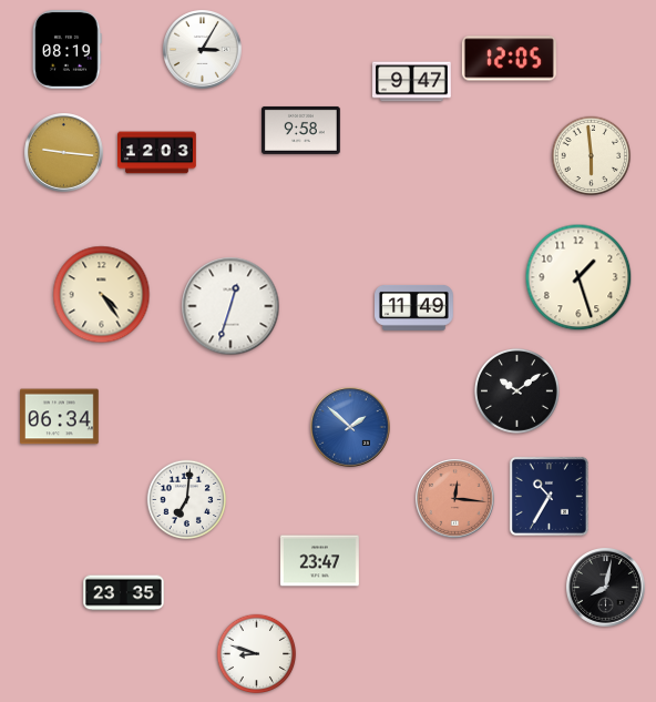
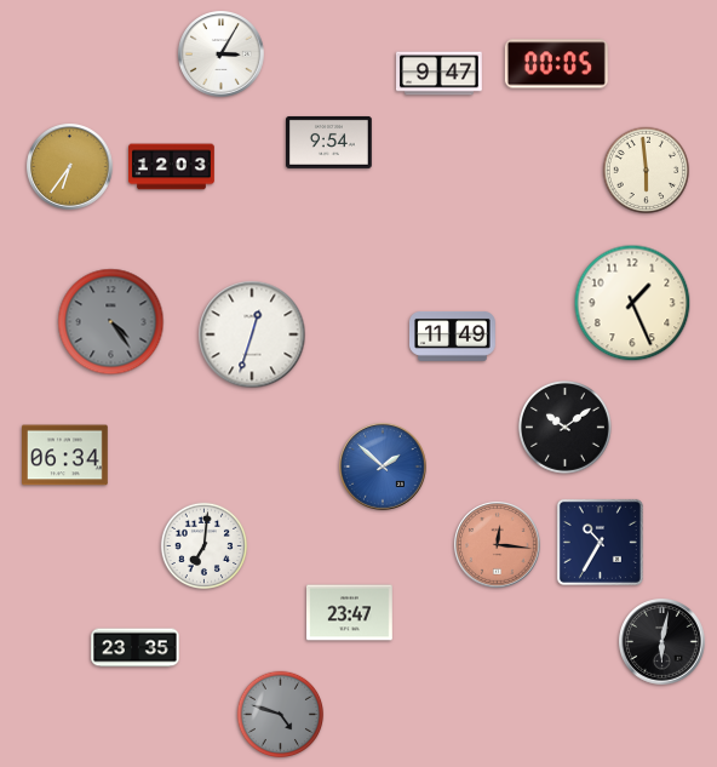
clock at (68, 50): 08:19 -> none
clock at (509, 59): 12:05 -> 00:05
clock at (412, 82) position: (412, 82) -> (440, 74)
clock at (301, 130): 9:58 -> 9:54
clock at (64, 153): 9:16 -> 6:36
clock at (578, 277): 1:27 -> 1:26
clock at (102, 295) dial: cream -> grey
clock at (606, 588): 8:02 -> 6:02
clock at (257, 654): 8:48 -> 4:48
clock at (257, 654) dial: white -> grey
